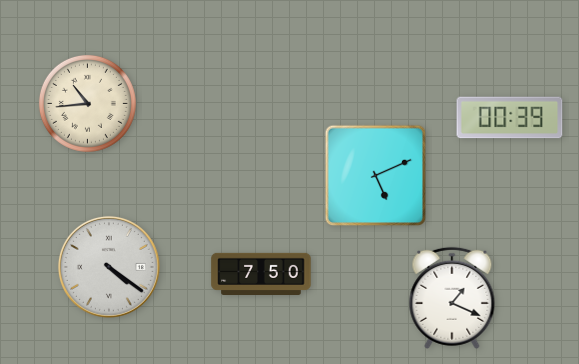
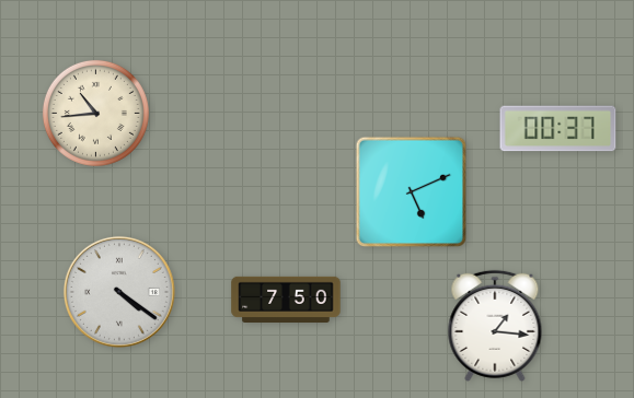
clock at (510, 118): 00:39 -> 00:37
clock at (452, 298): 1:19 -> 1:16
